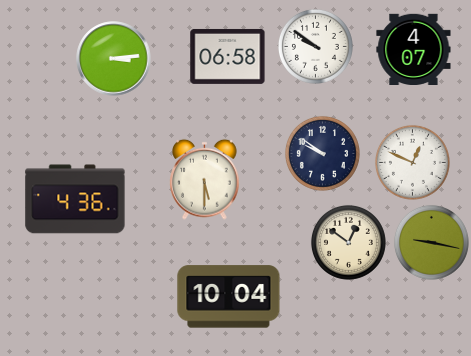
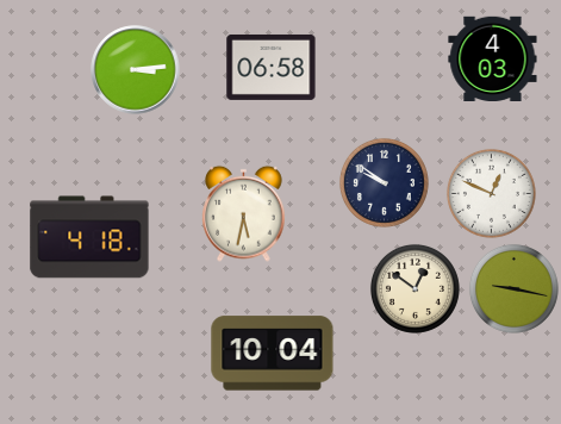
clock at (315, 46): 9:51 -> none
clock at (414, 49): 4:07 -> 4:03
clock at (205, 179): 5:30 -> 5:32
clock at (75, 199): 4:36 -> 4:18
